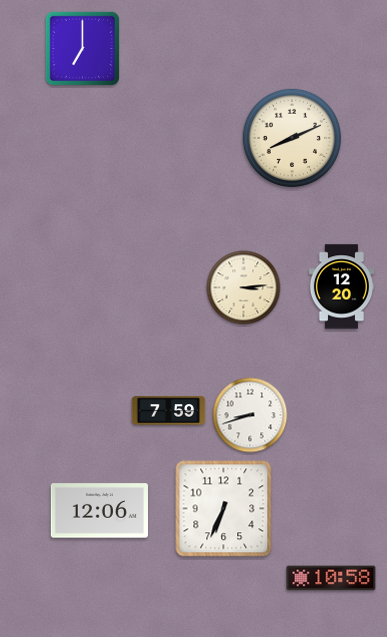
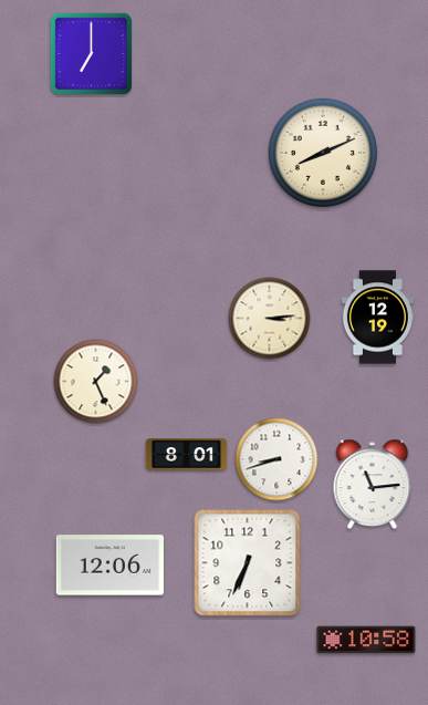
clock at (341, 287): 12:20 -> 12:19
clock at (96, 382): none -> 1:26
clock at (169, 411): 7:59 -> 8:01
clock at (373, 485): none -> 11:14
